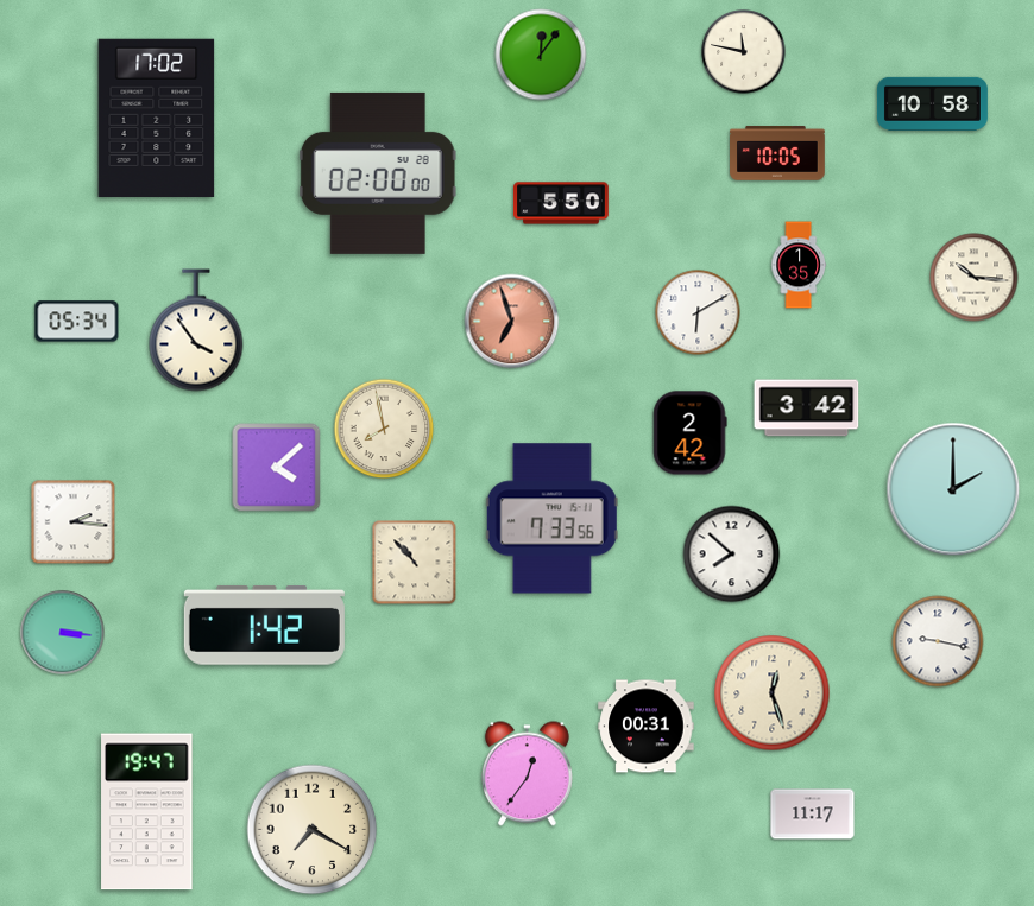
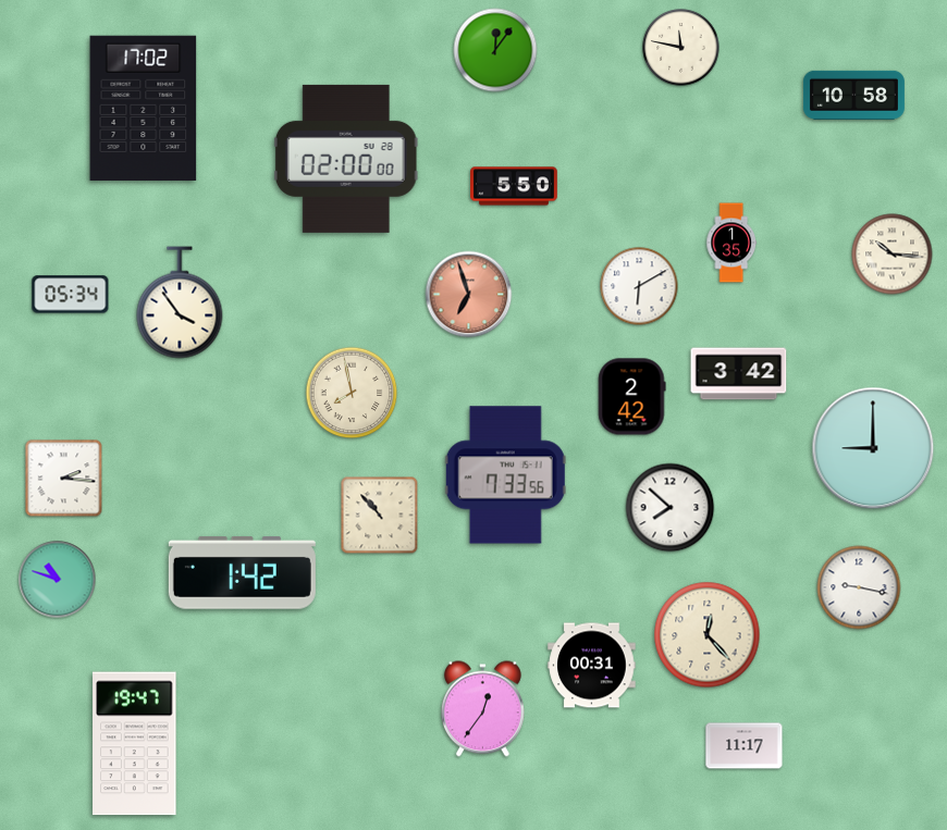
clock at (777, 153): 10:05 -> none
clock at (277, 468): 4:08 -> none
clock at (953, 489): 2:00 -> 9:00
clock at (74, 522) position: (74, 522) -> (64, 479)
clock at (63, 633): 3:16 -> 10:48
clock at (773, 693): 12:27 -> 12:23
clock at (313, 830): 7:20 -> none
